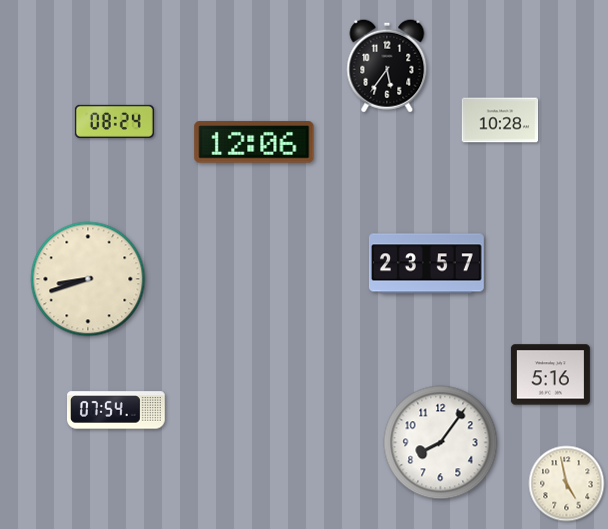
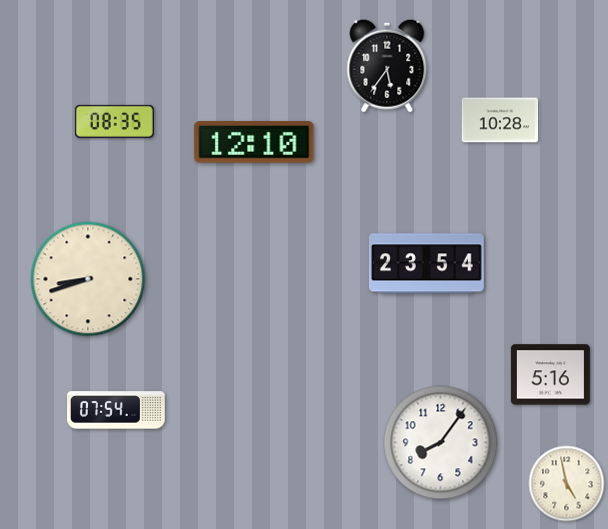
clock at (114, 121): 08:24 -> 08:35
clock at (254, 142): 12:06 -> 12:10
clock at (426, 264): 23:57 -> 23:54
